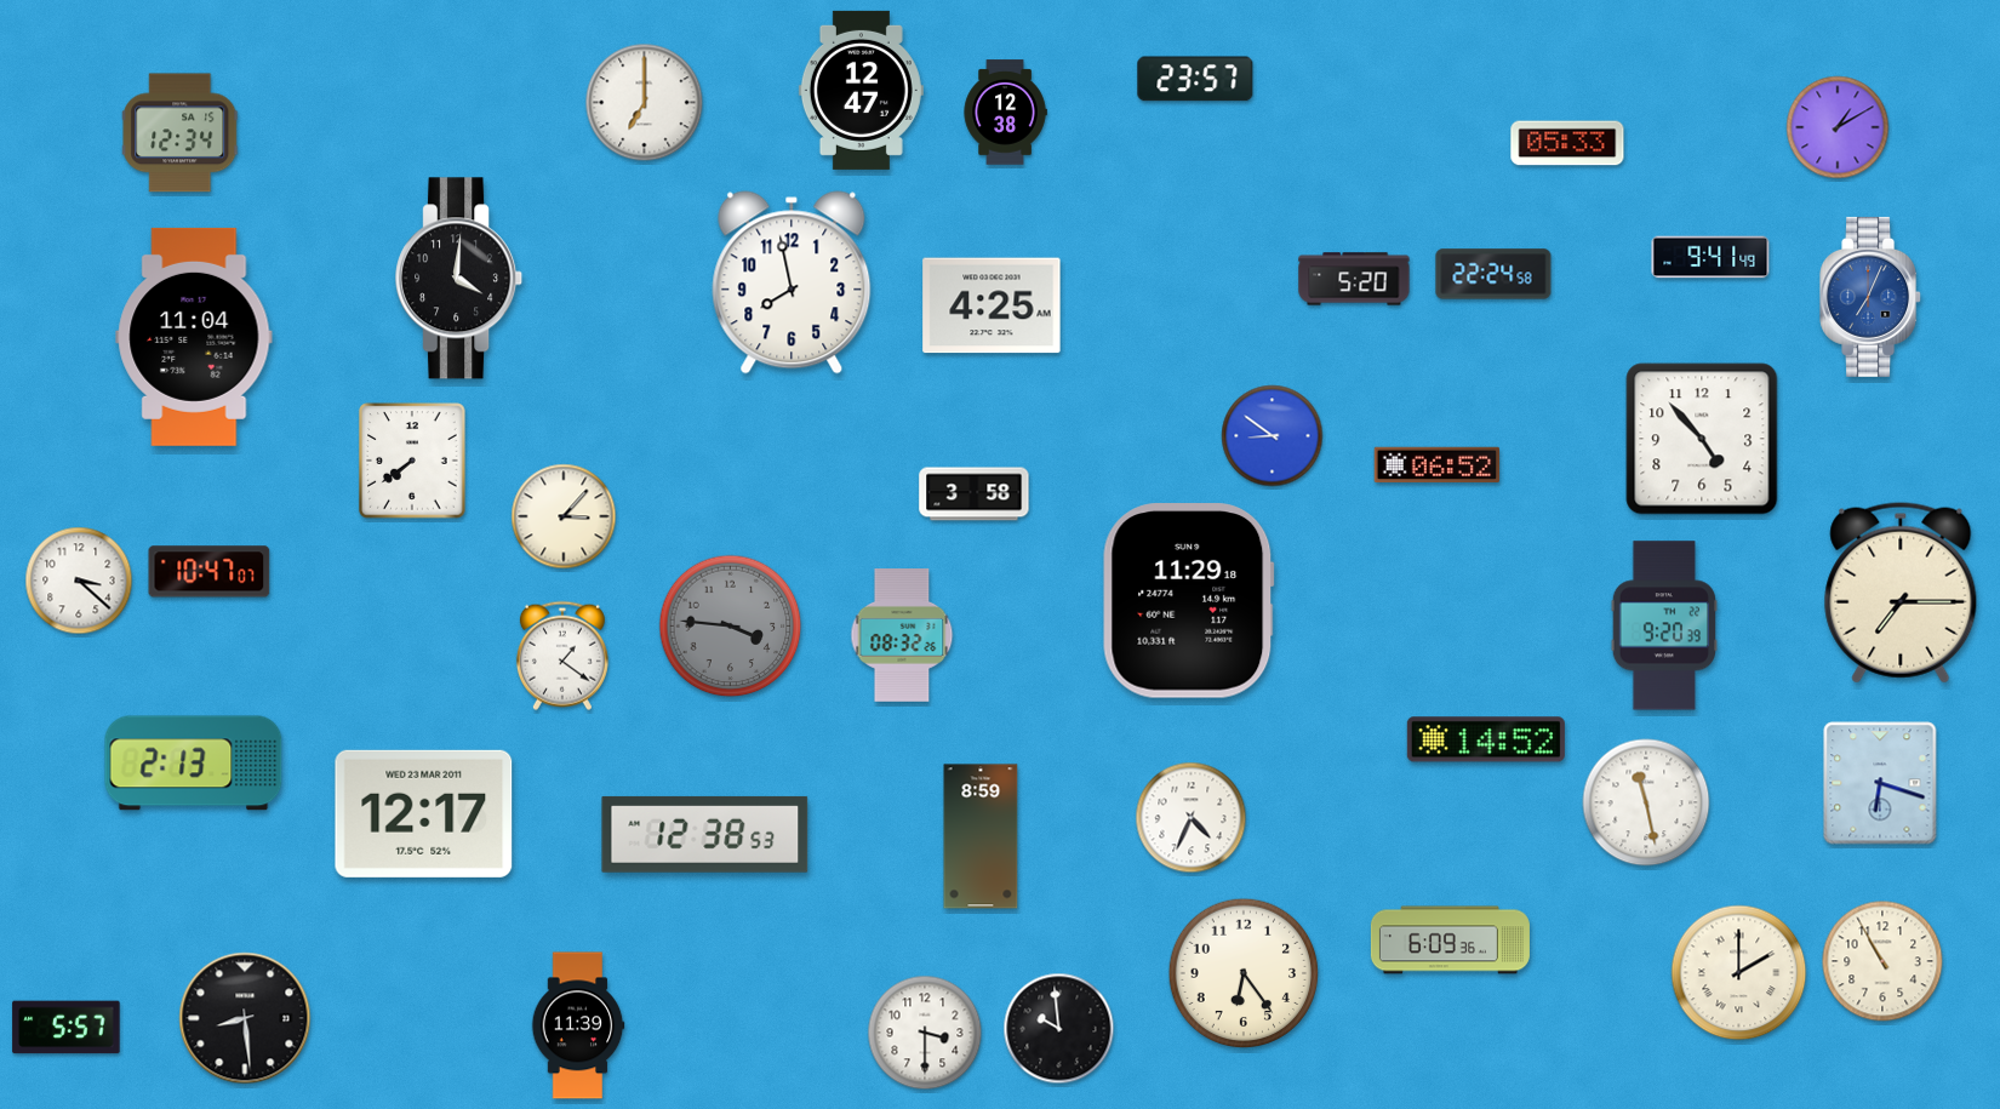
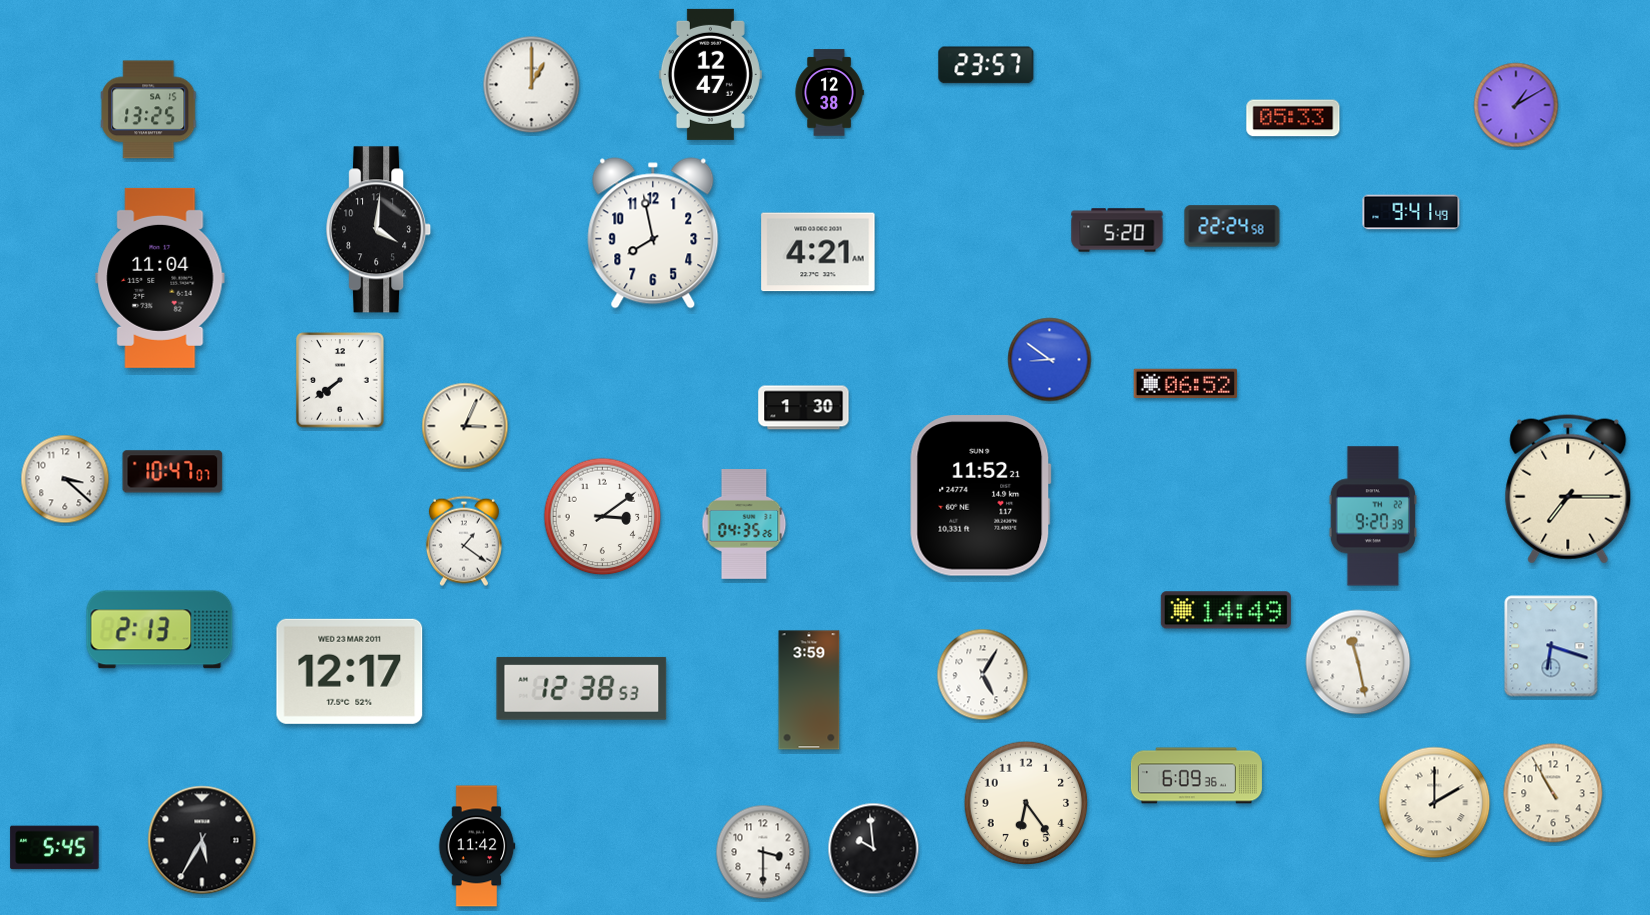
clock at (645, 103): 7:00 -> 1:00
clock at (181, 133): 12:34 -> 13:25
clock at (1872, 297): 7:04 -> none
clock at (992, 305): 4:25 -> 4:21
clock at (1702, 439): 4:53 -> none
clock at (975, 495): 3:58 -> 1:30
clock at (564, 516): 3:07 -> 3:04
clock at (1189, 601): 11:29 -> 11:52
clock at (731, 627): 3:46 -> 3:09
clock at (731, 627) dial: grey -> white
clock at (902, 636): 08:32 -> 04:35
clock at (1486, 739): 14:52 -> 14:49
clock at (1192, 818): 4:34 -> 5:05
clock at (981, 836): 8:59 -> 3:59
clock at (245, 1018): 8:29 -> 5:35
clock at (578, 1025): 11:39 -> 11:42
clock at (67, 1028): 5:57 -> 5:45
